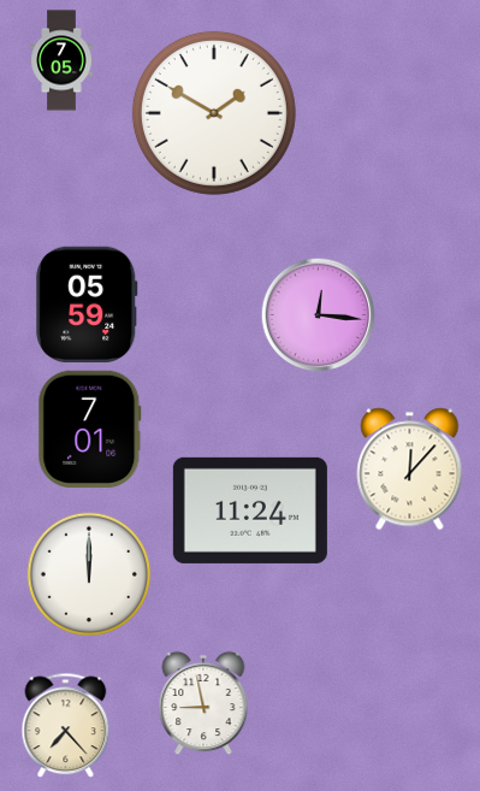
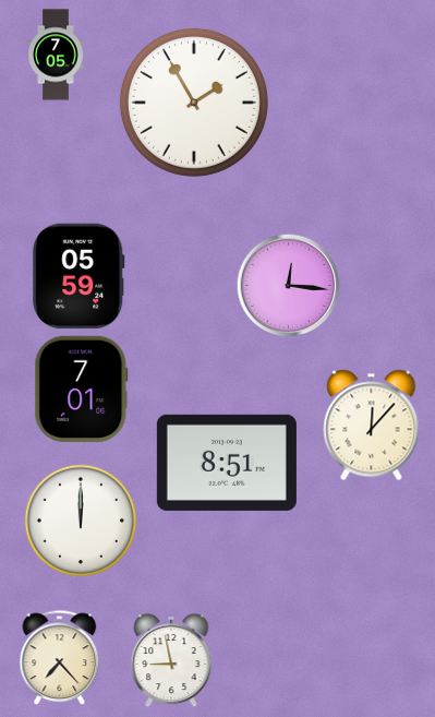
clock at (214, 113): 1:50 -> 1:55
clock at (250, 510): 11:24 -> 8:51
clock at (203, 703) position: (203, 703) -> (171, 660)
